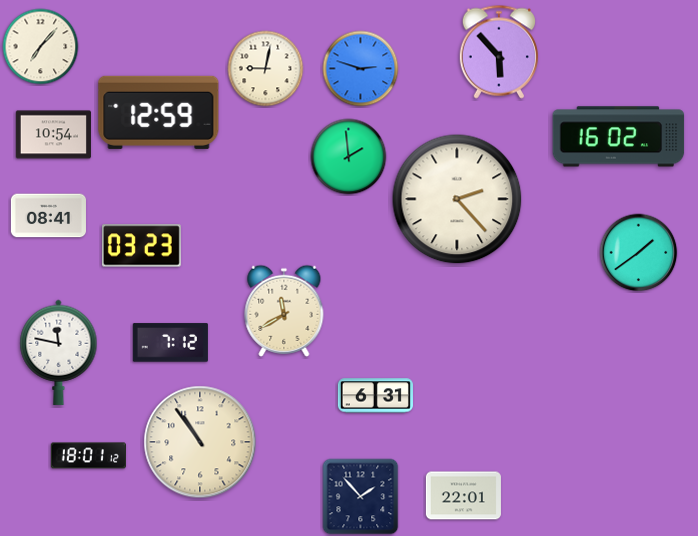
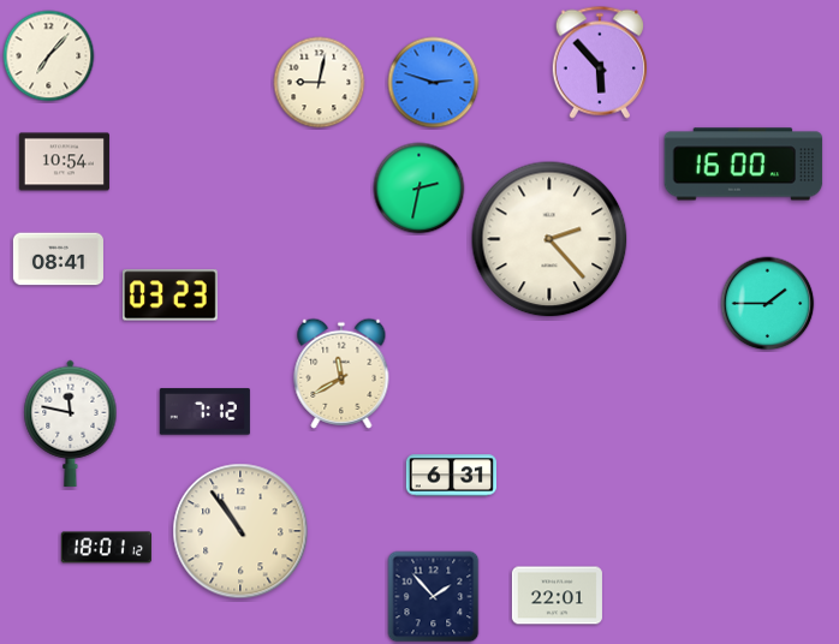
clock at (159, 112): 12:59 -> none
clock at (619, 137): 16:02 -> 16:00
clock at (349, 157): 1:59 -> 2:32
clock at (639, 253): 1:39 -> 1:45
